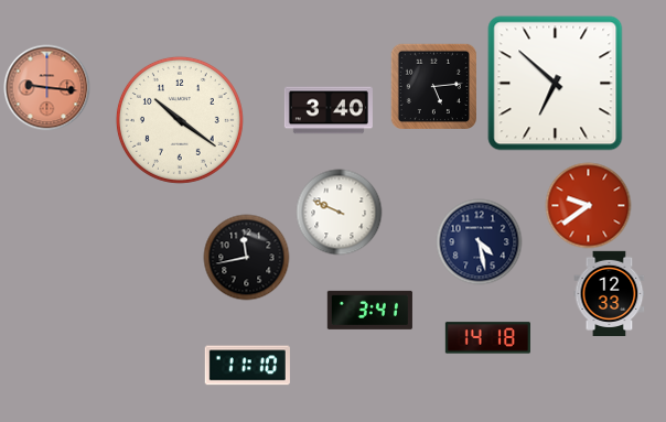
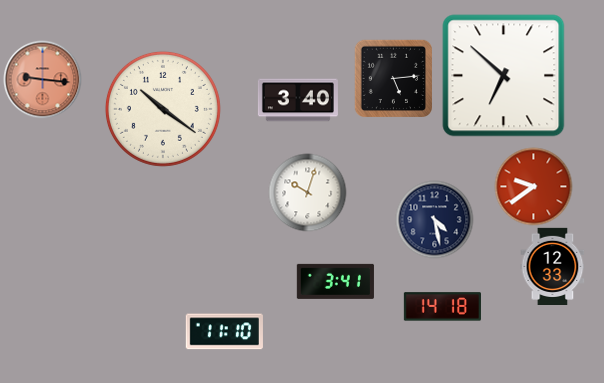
clock at (339, 212): 9:49 -> 10:03
clock at (246, 257): 11:43 -> none
